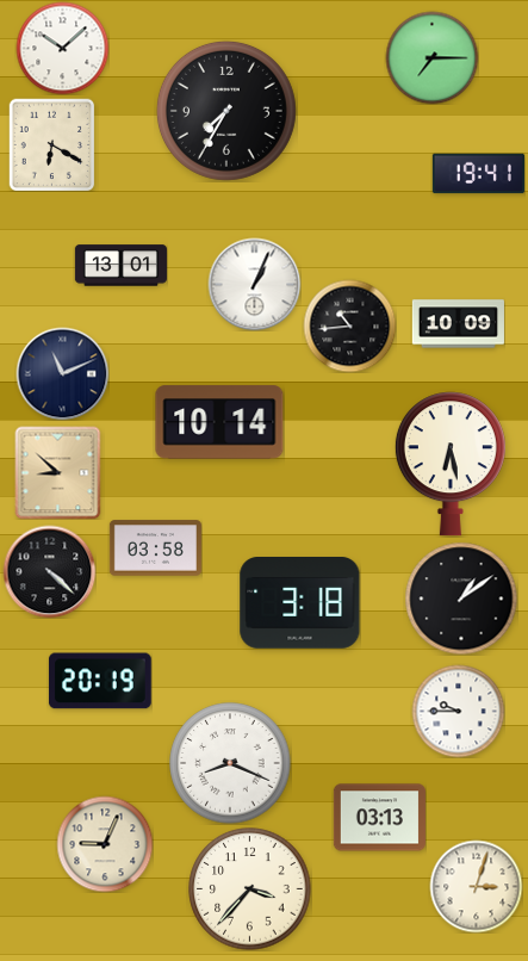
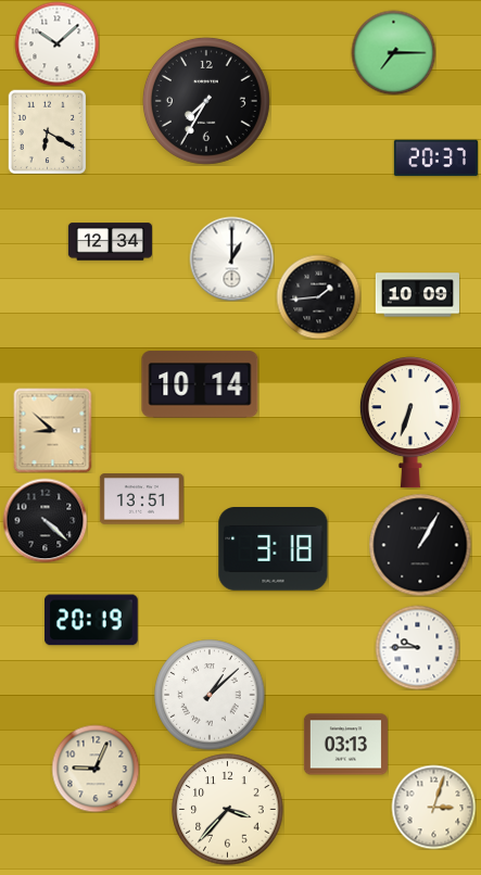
clock at (478, 174): 19:41 -> 20:37
clock at (120, 266): 13:01 -> 12:34
clock at (254, 284): 1:04 -> 1:00
clock at (349, 325): 10:44 -> 1:44
clock at (62, 373): 11:11 -> none
clock at (451, 464): 6:28 -> 6:33
clock at (155, 548): 03:58 -> 13:51
clock at (461, 599): 1:09 -> 1:05
clock at (230, 763): 8:19 -> 1:08
